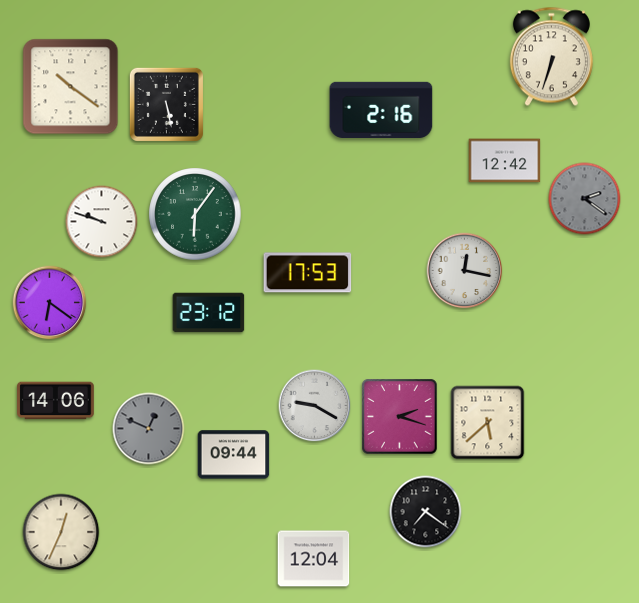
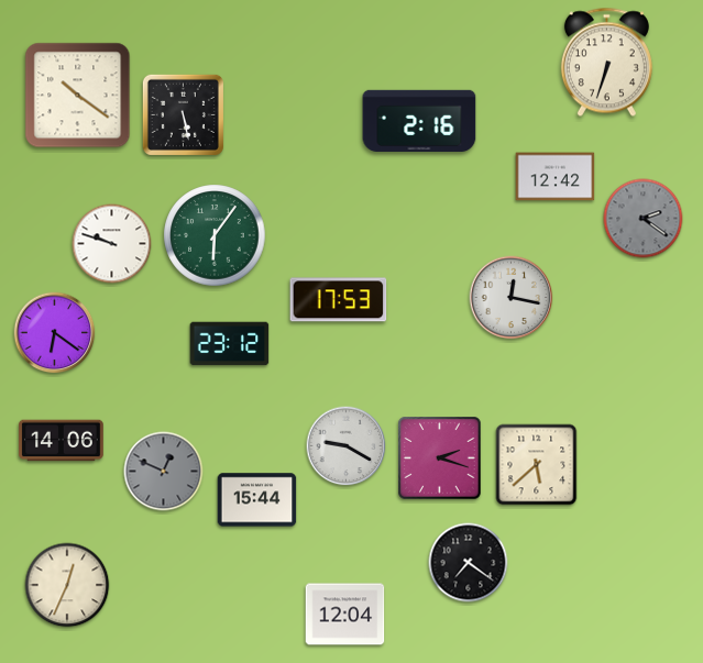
clock at (234, 455): 09:44 -> 15:44
